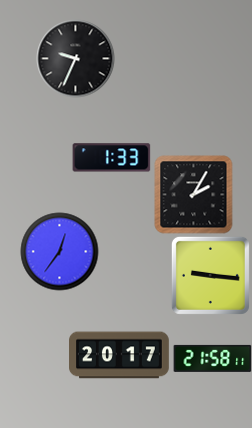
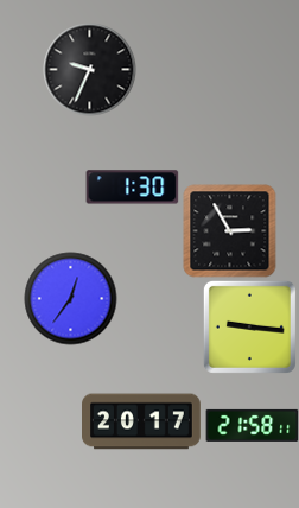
clock at (111, 158): 1:33 -> 1:30
clock at (193, 194): 2:05 -> 2:55
